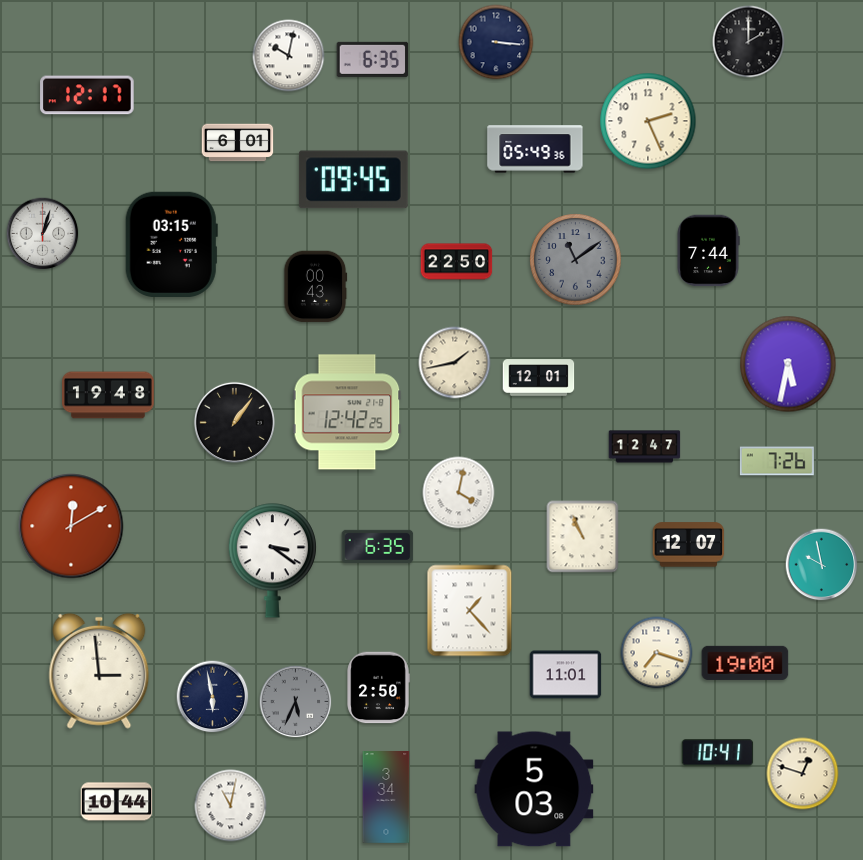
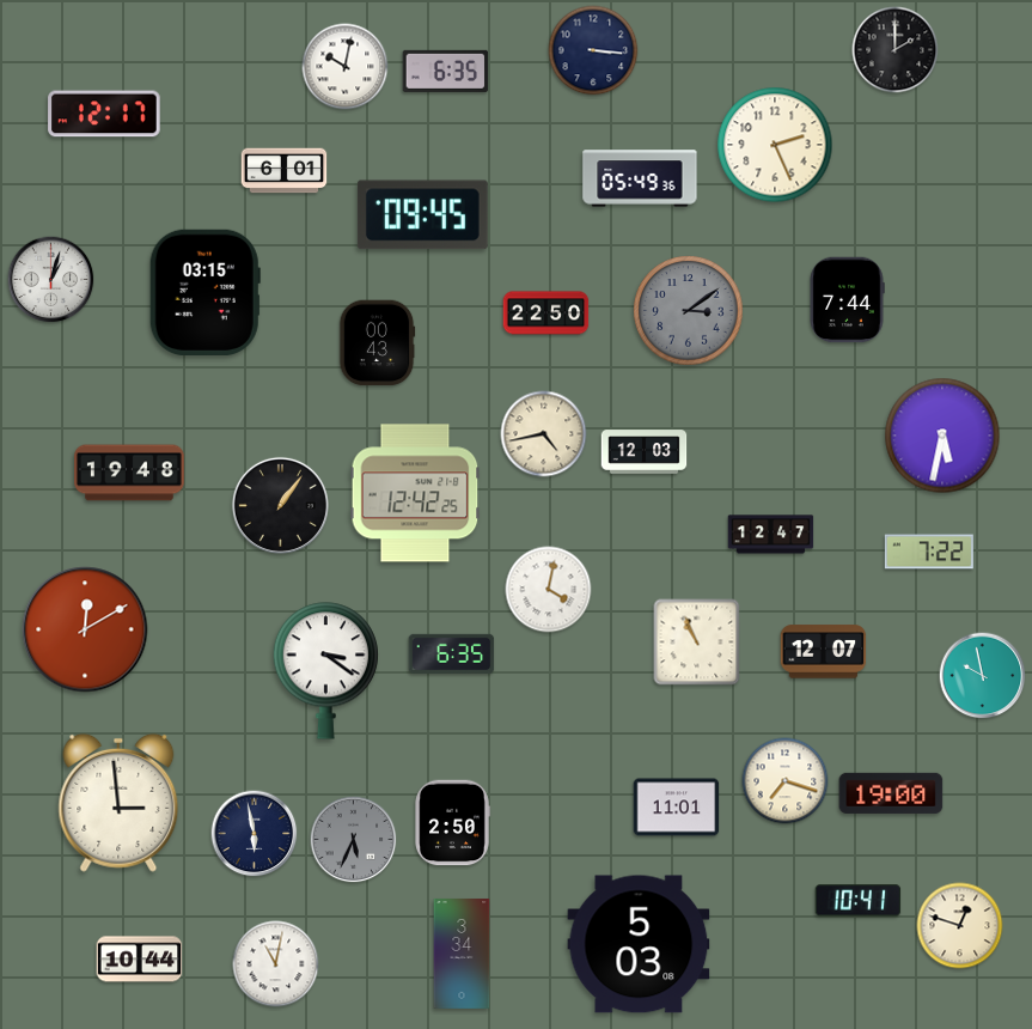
clock at (576, 260): 11:09 -> 3:09
clock at (455, 363): 1:43 -> 4:43
clock at (539, 378): 12:01 -> 12:03
clock at (777, 461): 7:26 -> 7:22
clock at (470, 611): 1:23 -> none
